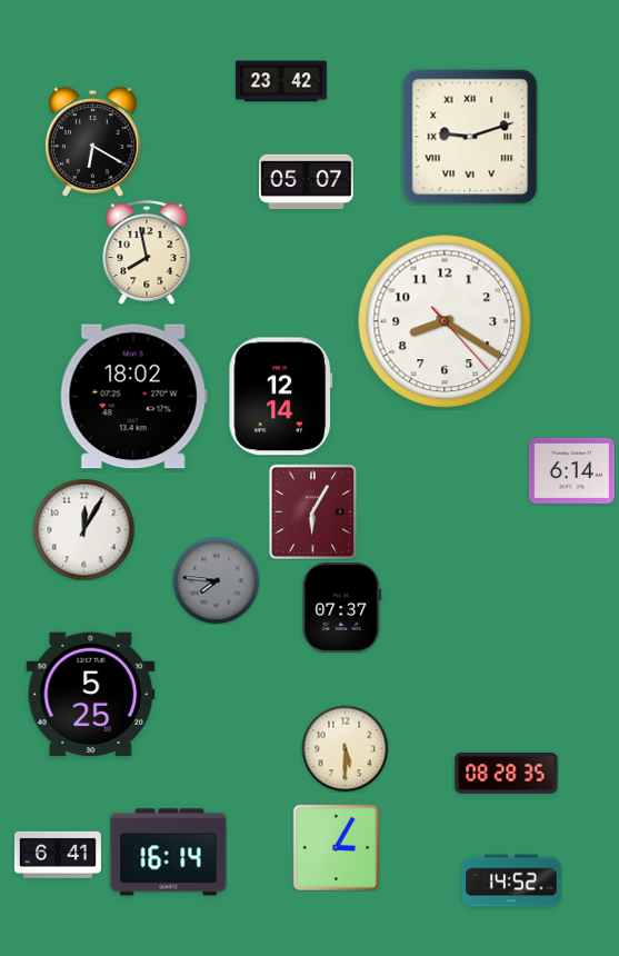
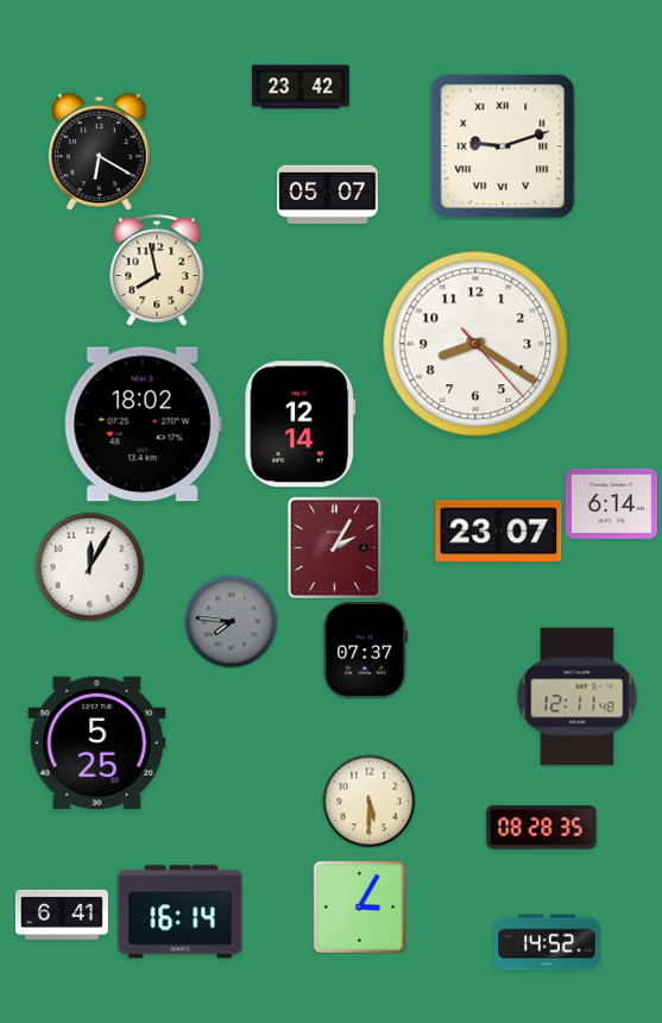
clock at (499, 532): none -> 23:07
clock at (313, 511): 6:05 -> 2:05
clock at (578, 697): none -> 12:11
